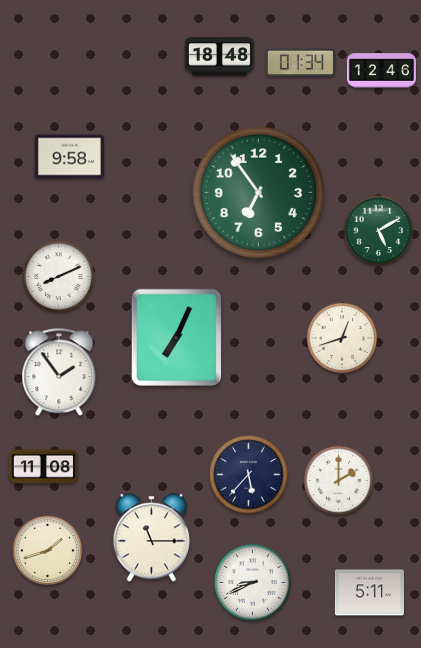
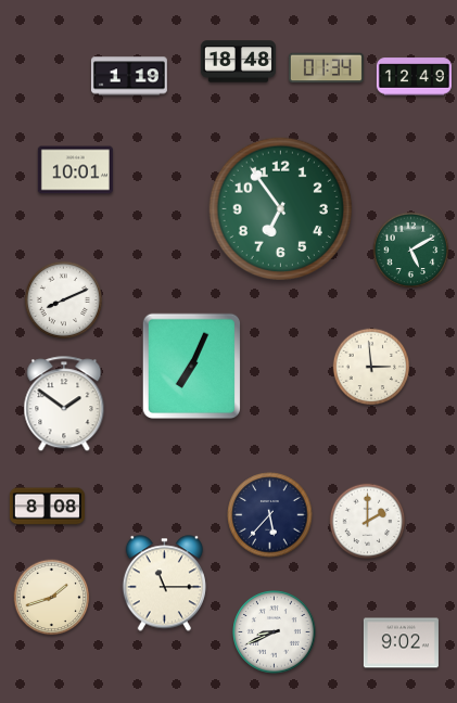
clock at (129, 76): none -> 1:19
clock at (381, 71): 12:46 -> 12:49
clock at (69, 157): 9:58 -> 10:01
clock at (342, 338): 12:42 -> 2:59
clock at (59, 373): 1:54 -> 1:51
clock at (43, 467): 11:08 -> 8:08
clock at (369, 593): 5:11 -> 9:02
